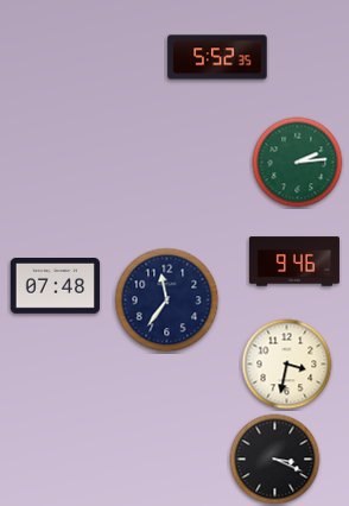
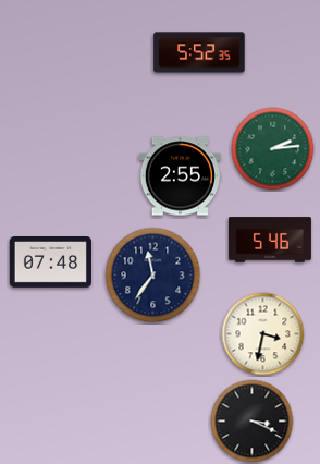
clock at (180, 176): none -> 2:55
clock at (294, 261): 9:46 -> 5:46
